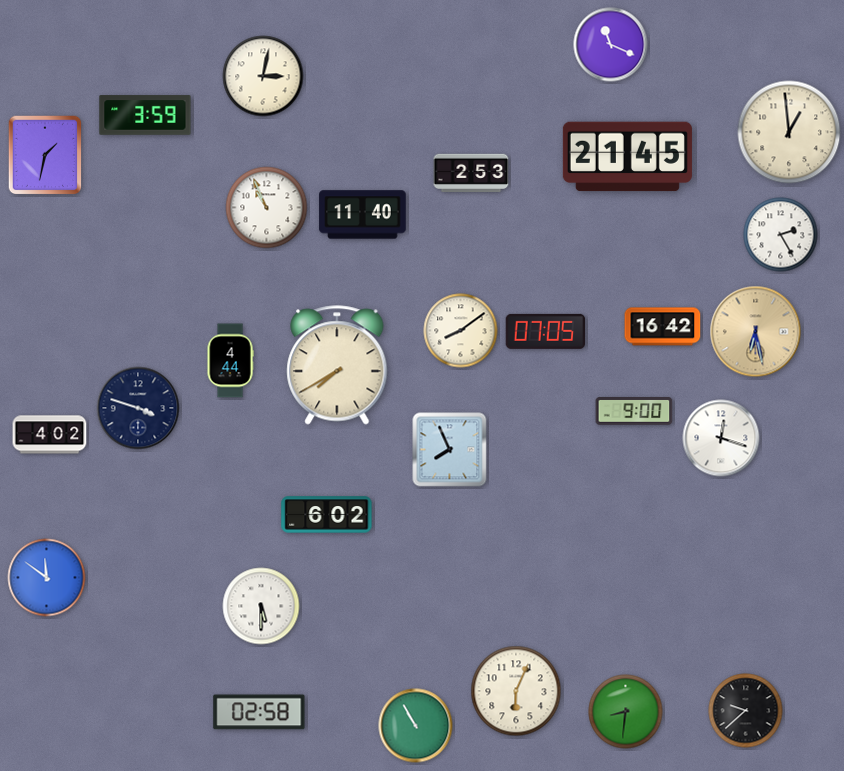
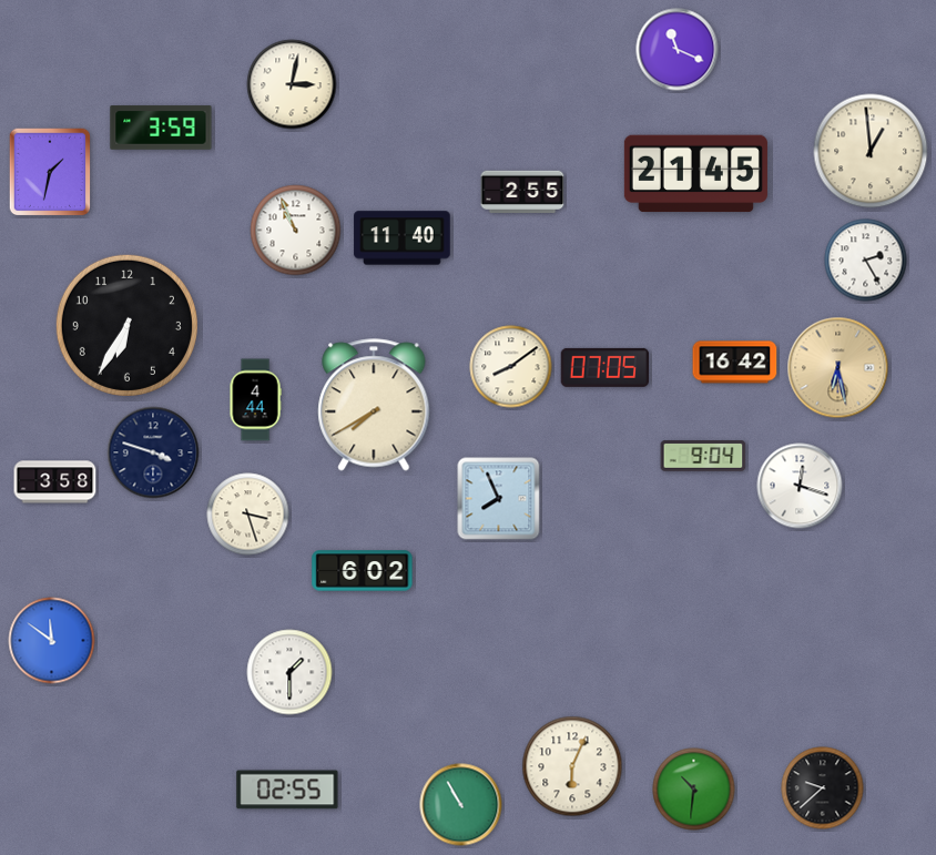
clock at (789, 132) position: (789, 132) -> (871, 151)
clock at (471, 172): 2:53 -> 2:55
clock at (126, 325): none -> 6:35
clock at (634, 412): 9:00 -> 9:04
clock at (50, 435): 4:02 -> 3:58
clock at (248, 515): none -> 3:27
clock at (261, 606): 5:30 -> 1:30
clock at (746, 711) position: (746, 711) -> (823, 788)
clock at (259, 712): 02:58 -> 02:55
clock at (626, 712): 8:31 -> 10:31
